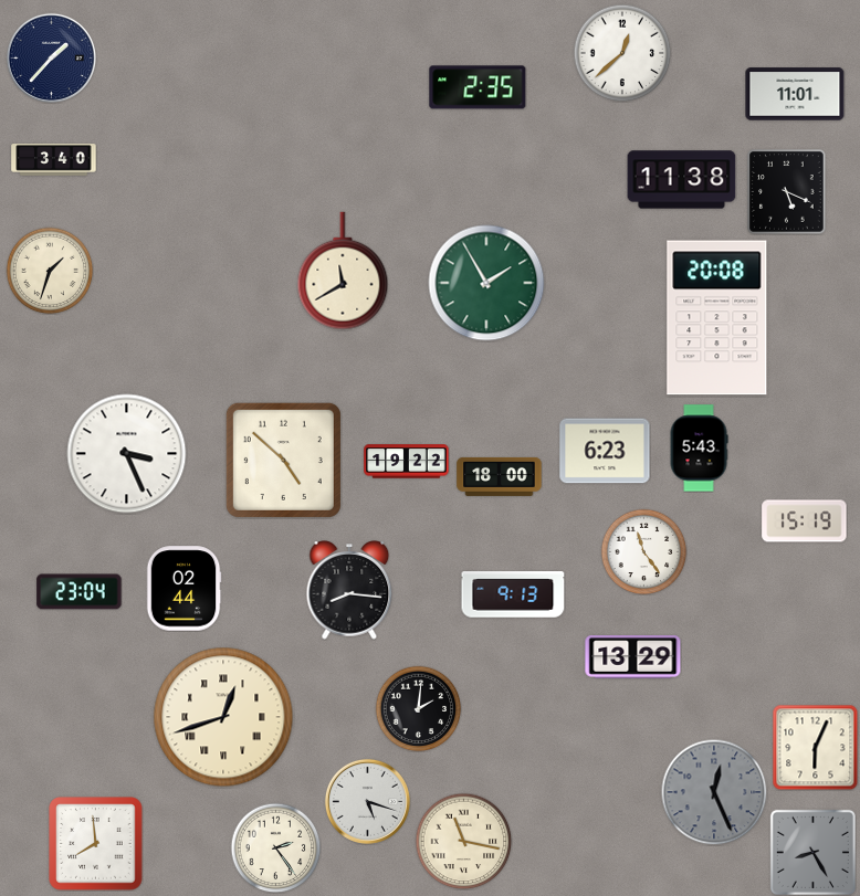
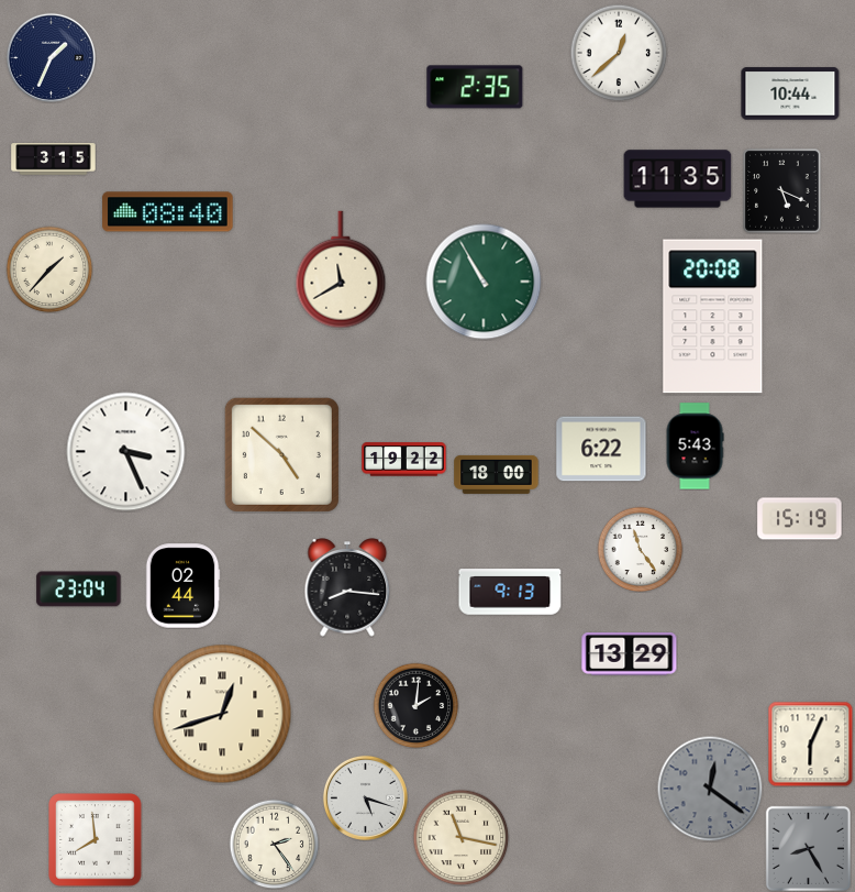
clock at (51, 57): 1:37 -> 1:34
clock at (795, 94): 11:01 -> 10:44
clock at (54, 160): 3:40 -> 3:15
clock at (682, 180): 11:38 -> 11:35
clock at (168, 212): none -> 08:40
clock at (50, 271): 1:33 -> 1:37
clock at (486, 283): 1:55 -> 10:55
clock at (605, 451): 6:23 -> 6:22
clock at (283, 460) position: (283, 460) -> (281, 454)
clock at (714, 792): 12:26 -> 12:21
